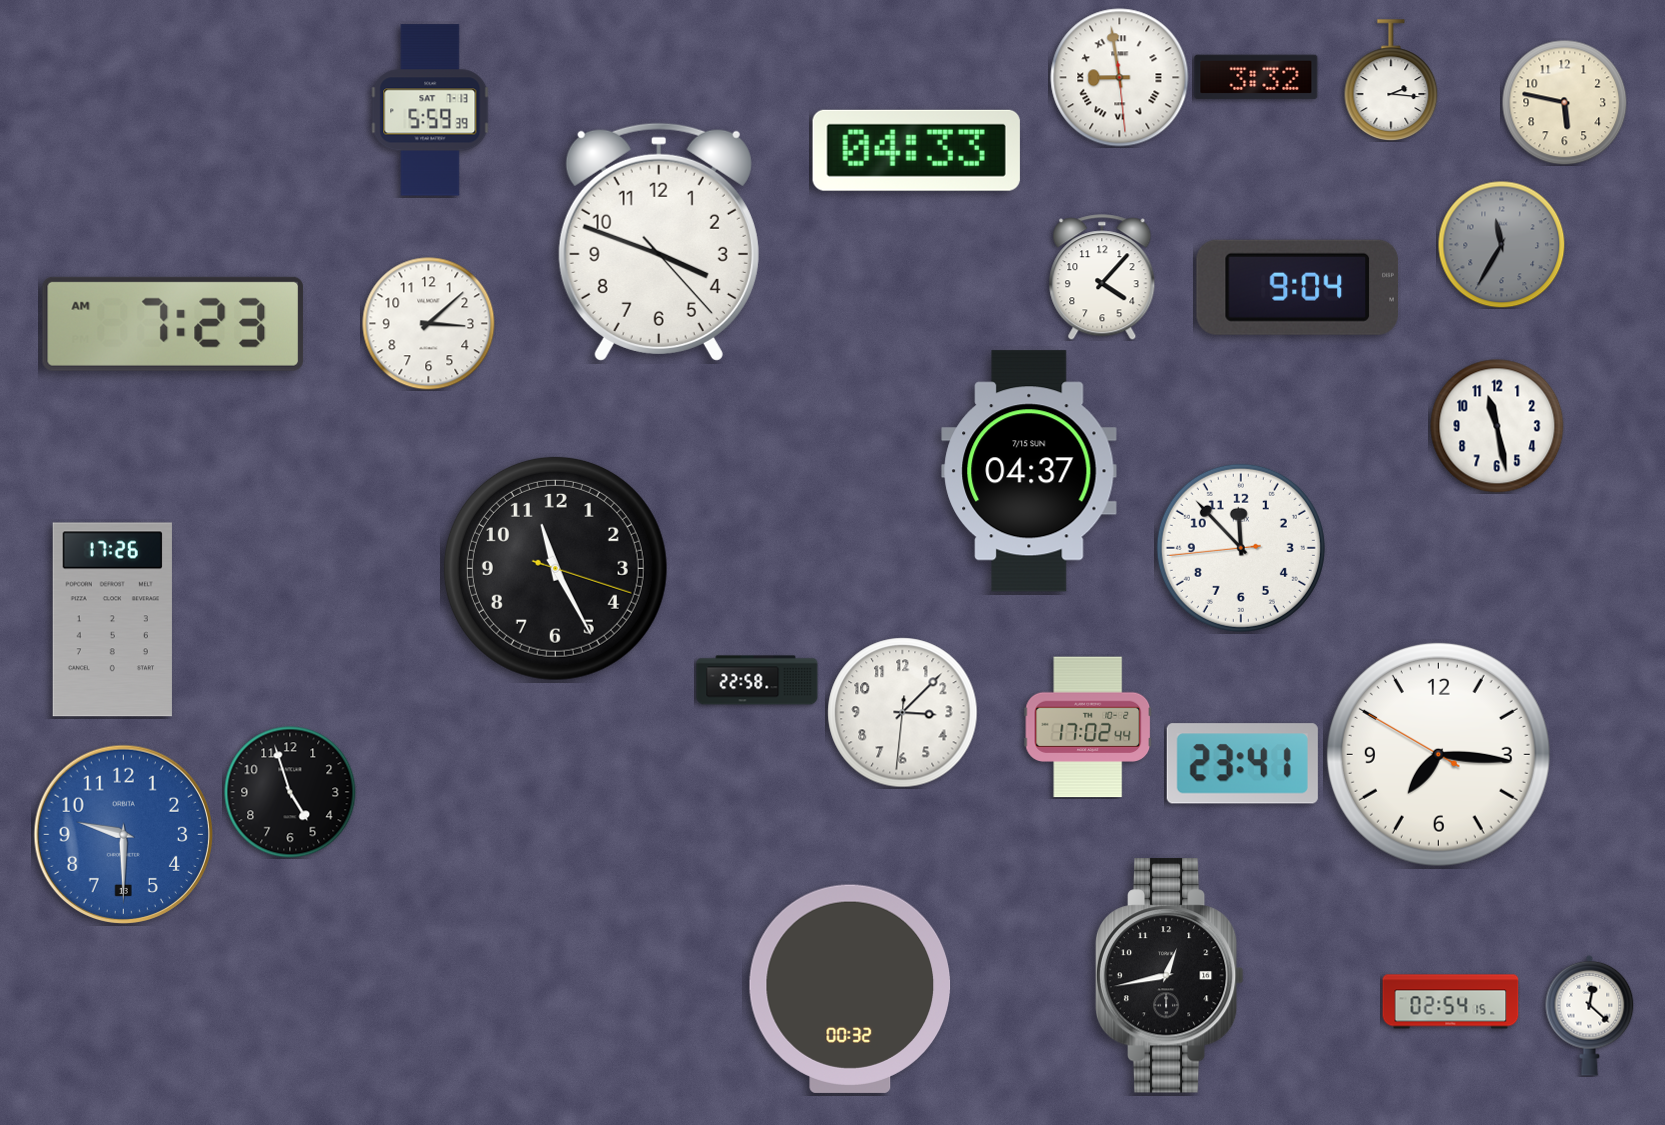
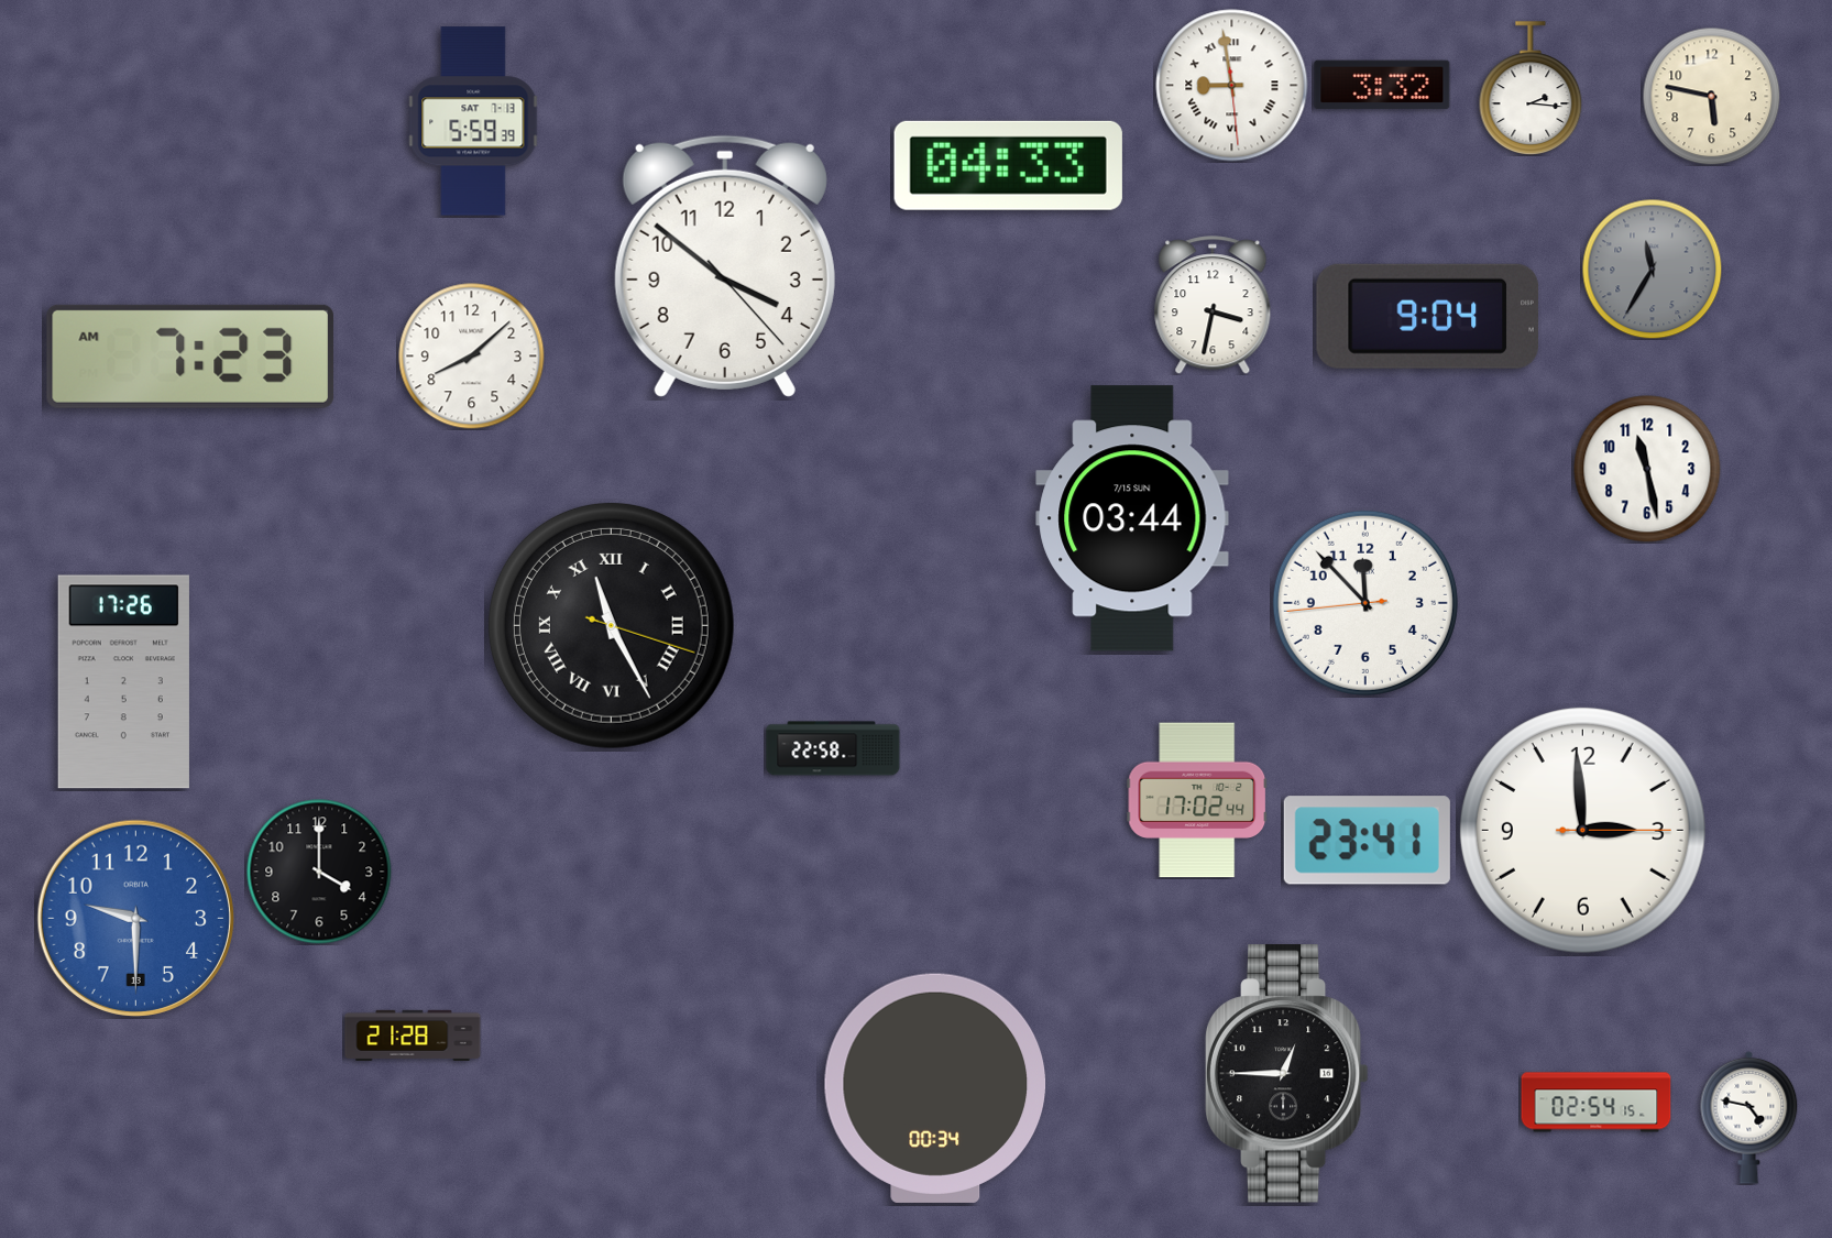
clock at (1564, 102) position: (1564, 102) -> (1711, 96)
clock at (659, 242): 3:48 -> 3:51
clock at (1102, 277): 4:07 -> 3:32
clock at (429, 324): 3:08 -> 8:08
clock at (1029, 471): 04:37 -> 03:44
clock at (555, 568) numerals: Arabic -> Roman
clock at (903, 713): 3:07 -> none
clock at (1438, 754): 7:15 -> 2:59
clock at (290, 792): 4:57 -> 4:00
clock at (413, 1036): none -> 21:28
clock at (1169, 976): 12:43 -> 12:45
clock at (850, 989): 00:32 -> 00:34
clock at (1590, 1015): 12:22 -> 4:47
